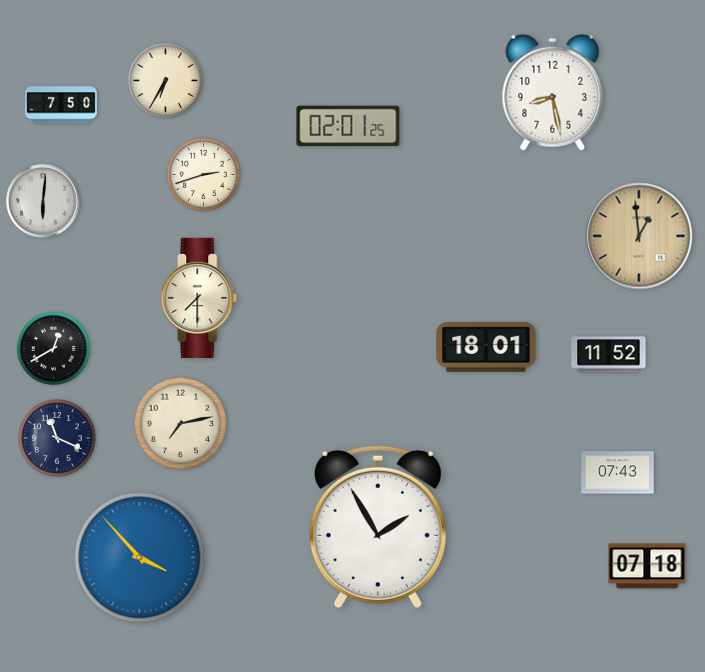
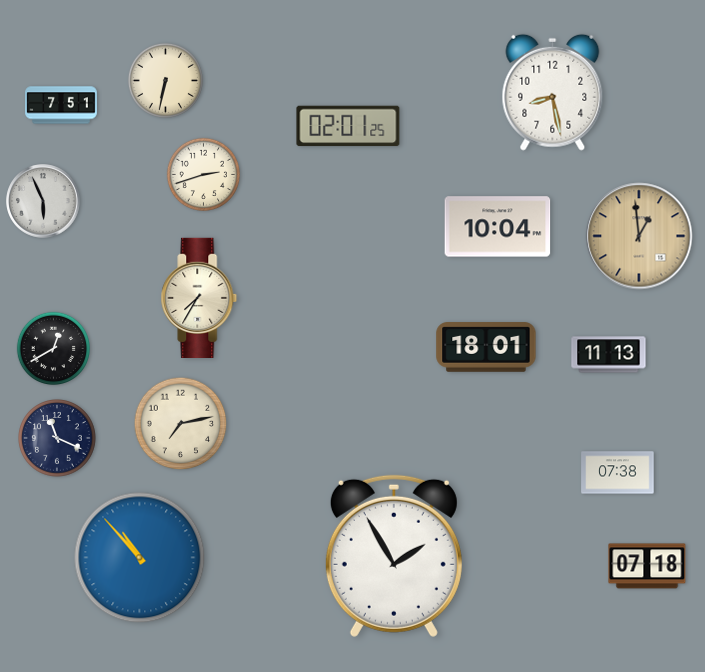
clock at (165, 80): 6:35 -> 6:32
clock at (61, 105): 7:50 -> 7:51
clock at (43, 201): 6:01 -> 5:56
clock at (498, 227): none -> 10:04
clock at (199, 297): 7:30 -> 7:35
clock at (609, 355): 11:52 -> 11:13
clock at (618, 473): 07:43 -> 07:38
clock at (378, 527) position: (378, 527) -> (394, 556)
clock at (140, 558): 3:53 -> 10:53
